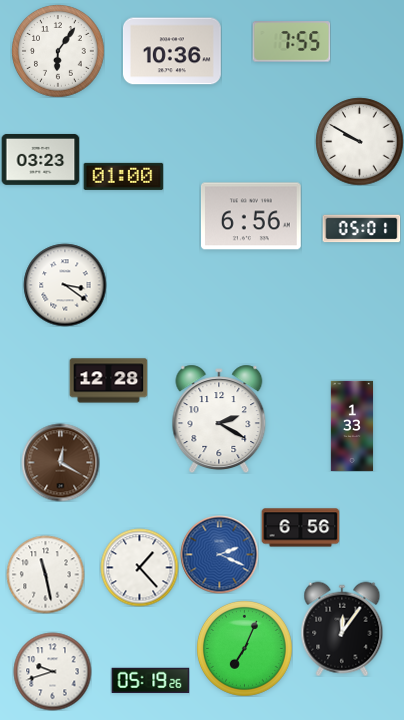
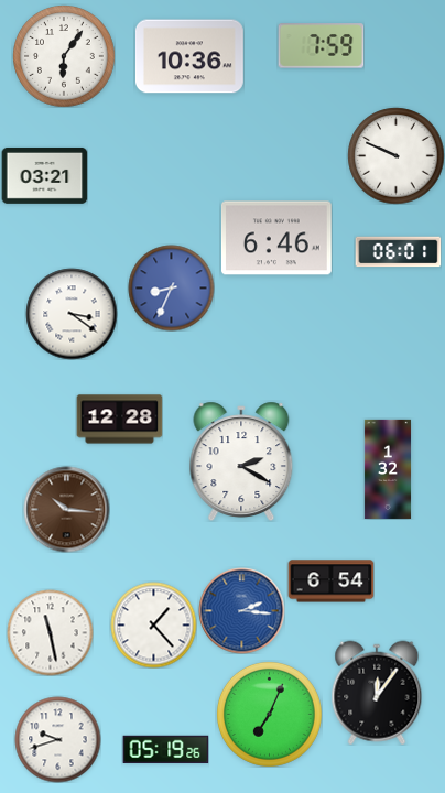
clock at (291, 42): 7:55 -> 7:59
clock at (359, 141): 9:50 -> 9:49
clock at (40, 159): 03:23 -> 03:21
clock at (123, 176): 01:00 -> none
clock at (251, 216): 6:56 -> 6:46
clock at (361, 229): 05:01 -> 06:01
clock at (171, 287): none -> 8:34
clock at (352, 426): 1:33 -> 1:32
clock at (60, 462): 12:20 -> 10:16
clock at (300, 528): 6:56 -> 6:54
clock at (219, 554): 2:19 -> 2:16
